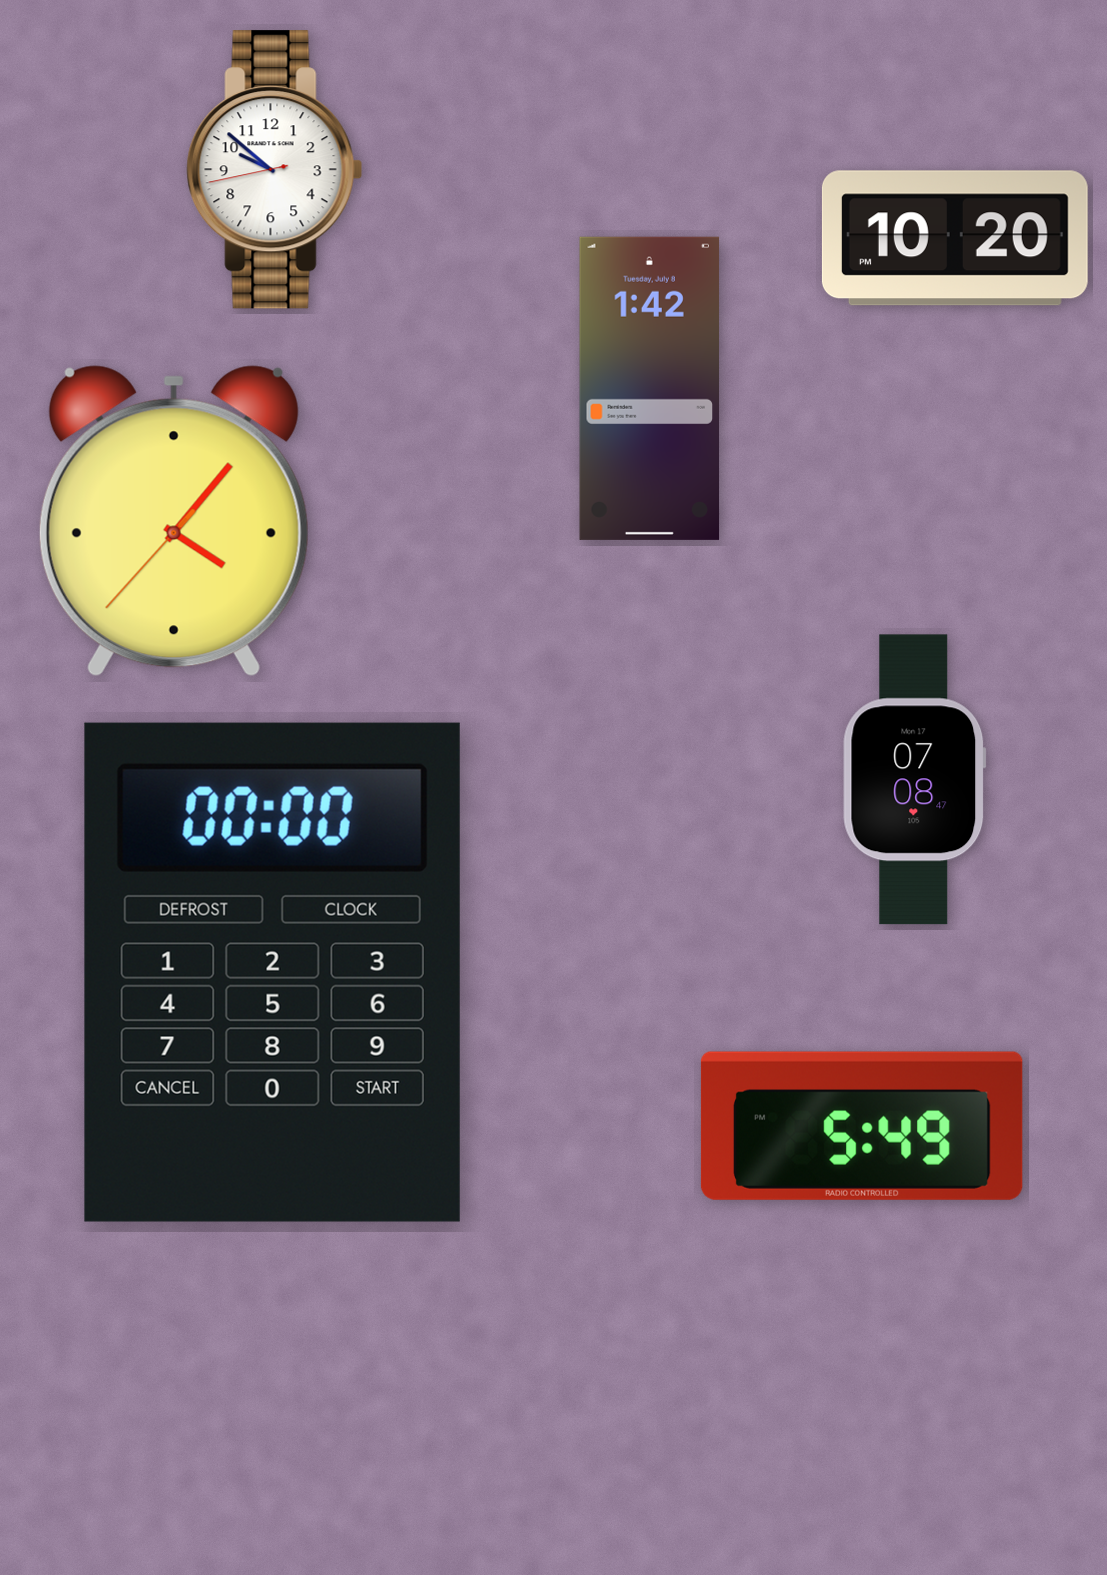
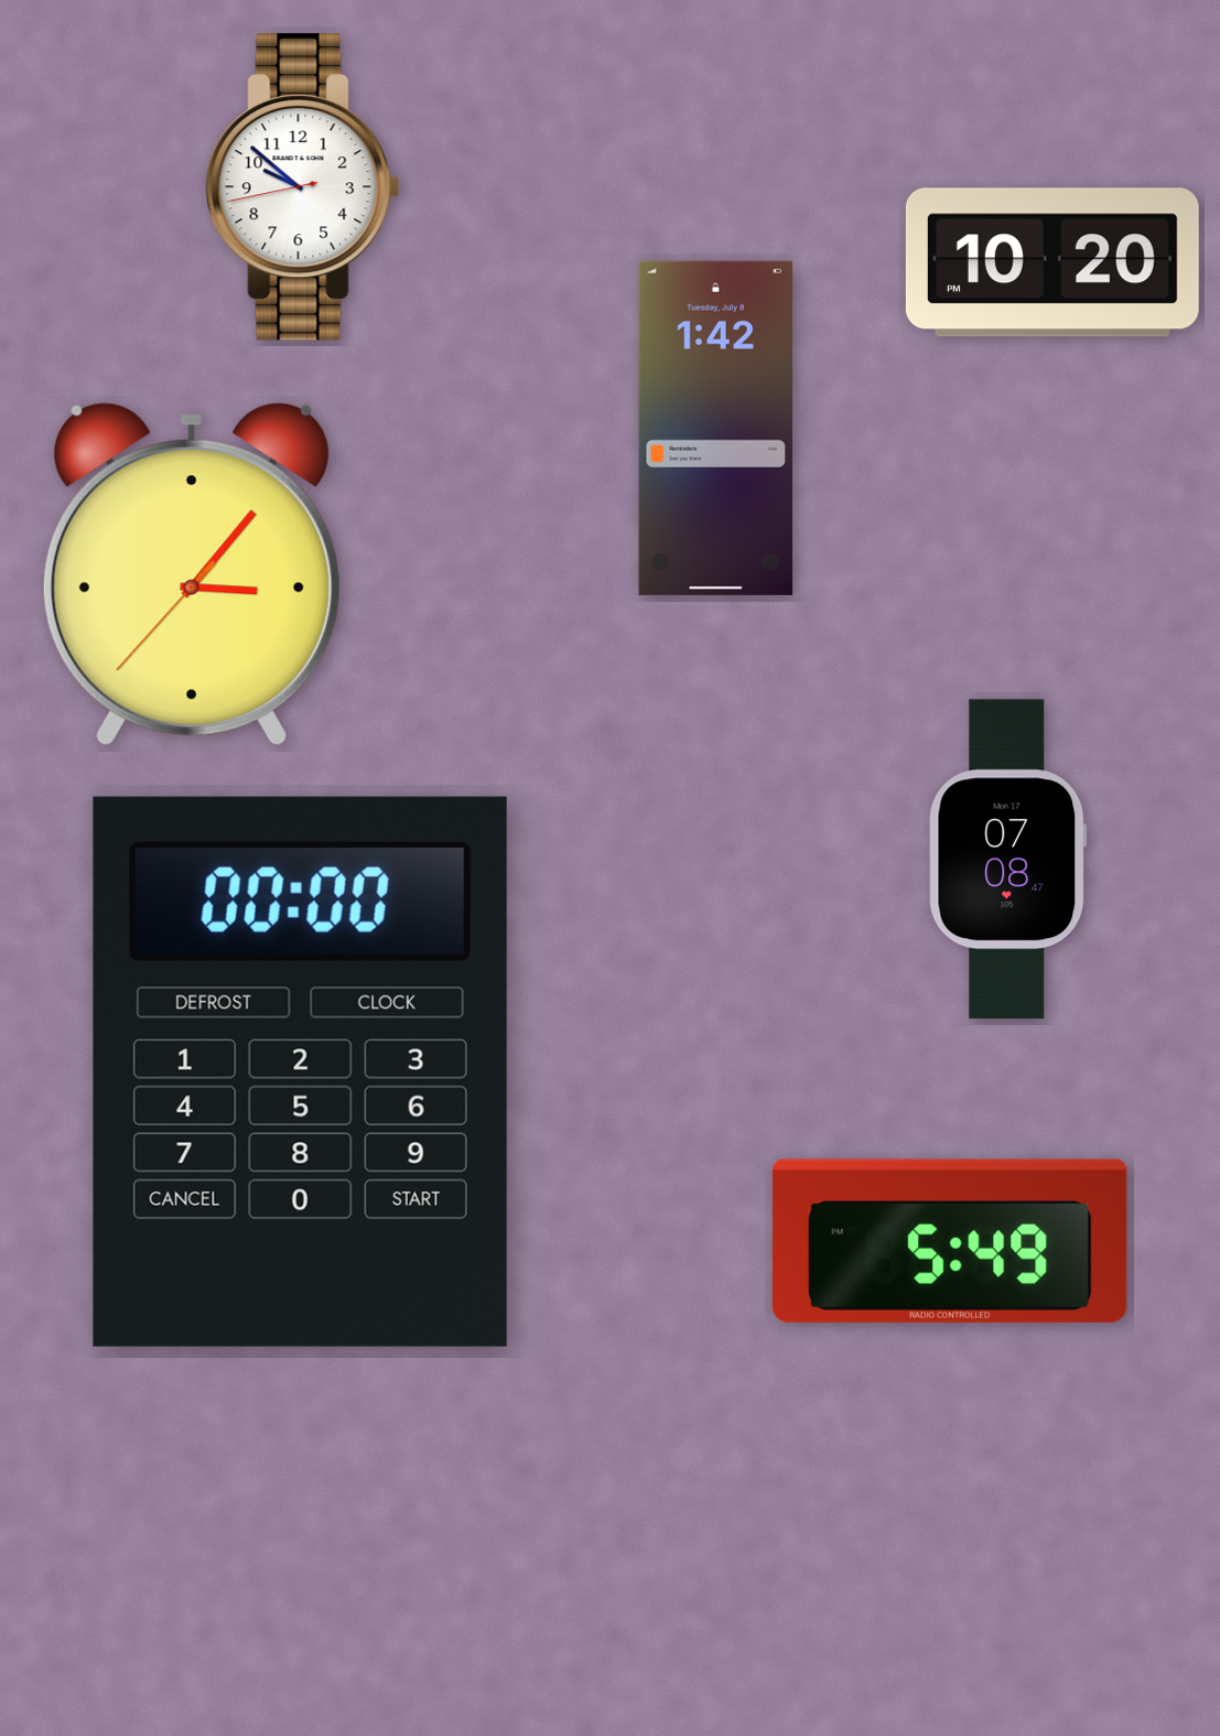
clock at (174, 521): 4:06 -> 3:06
